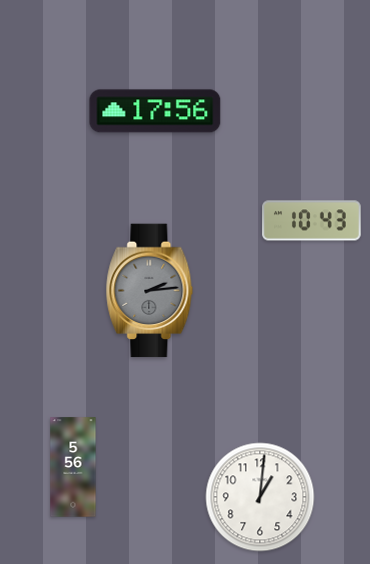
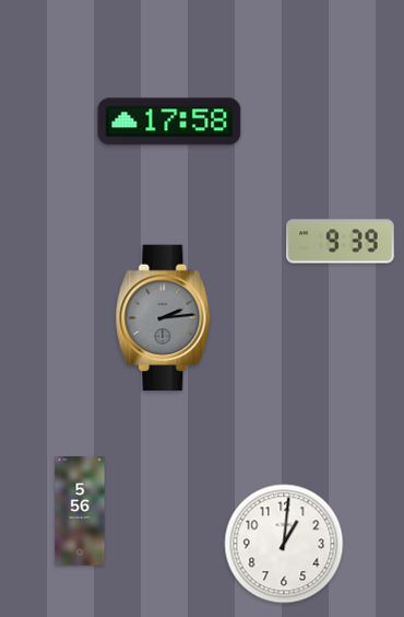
clock at (155, 111): 17:56 -> 17:58
clock at (312, 221): 10:43 -> 9:39
